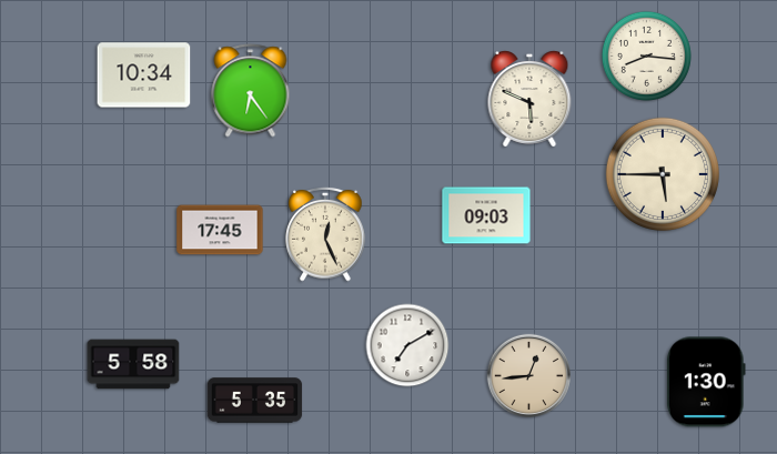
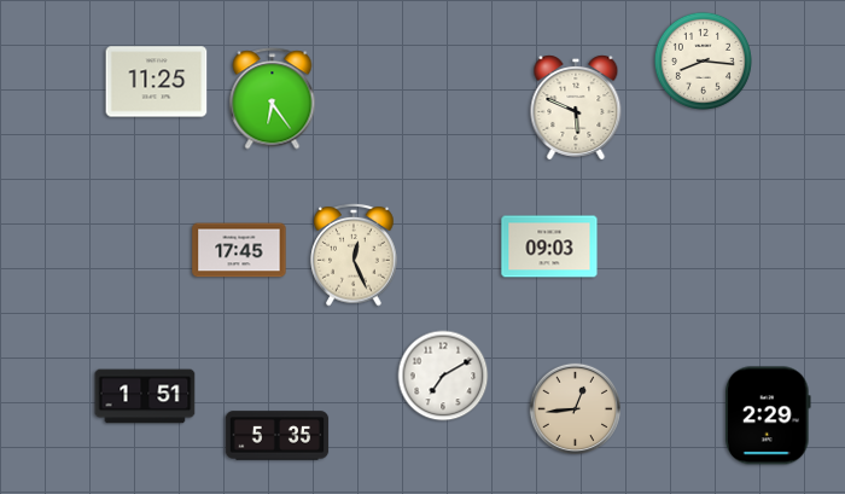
clock at (144, 75): 10:34 -> 11:25
clock at (663, 174): 5:45 -> none
clock at (486, 215) position: (486, 215) -> (549, 246)
clock at (133, 364): 5:58 -> 1:51
clock at (706, 382): 1:30 -> 2:29
